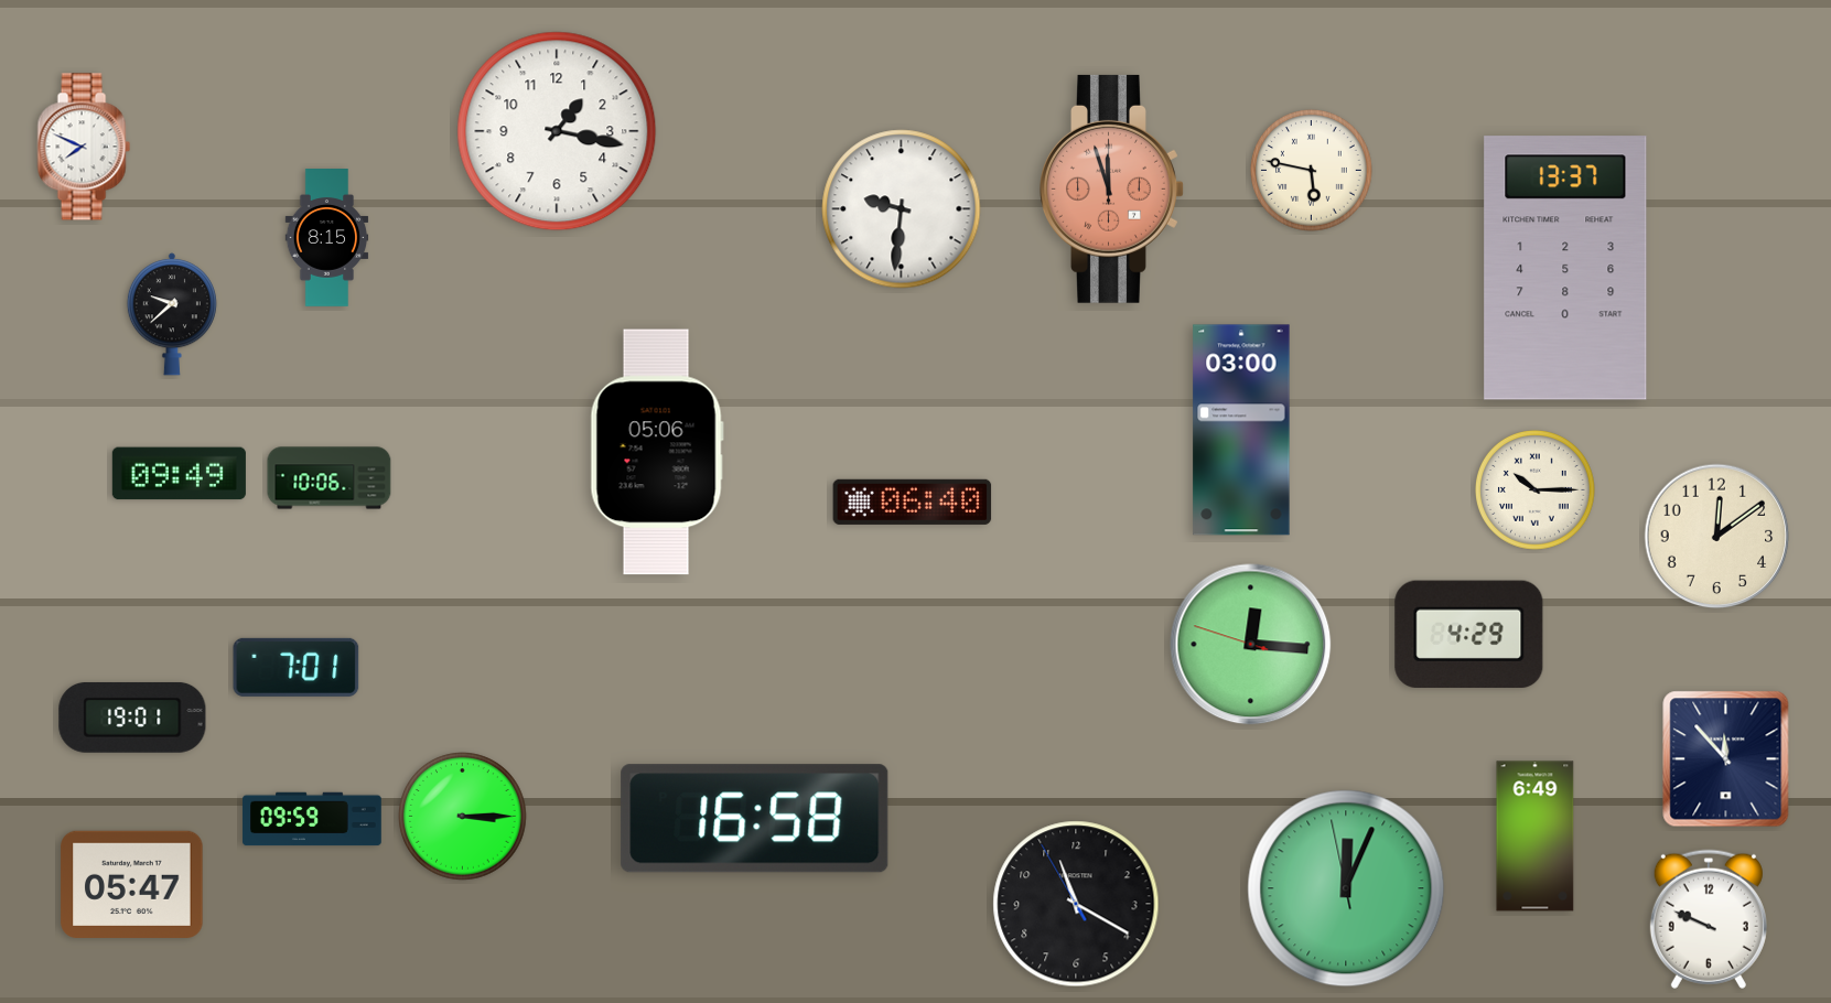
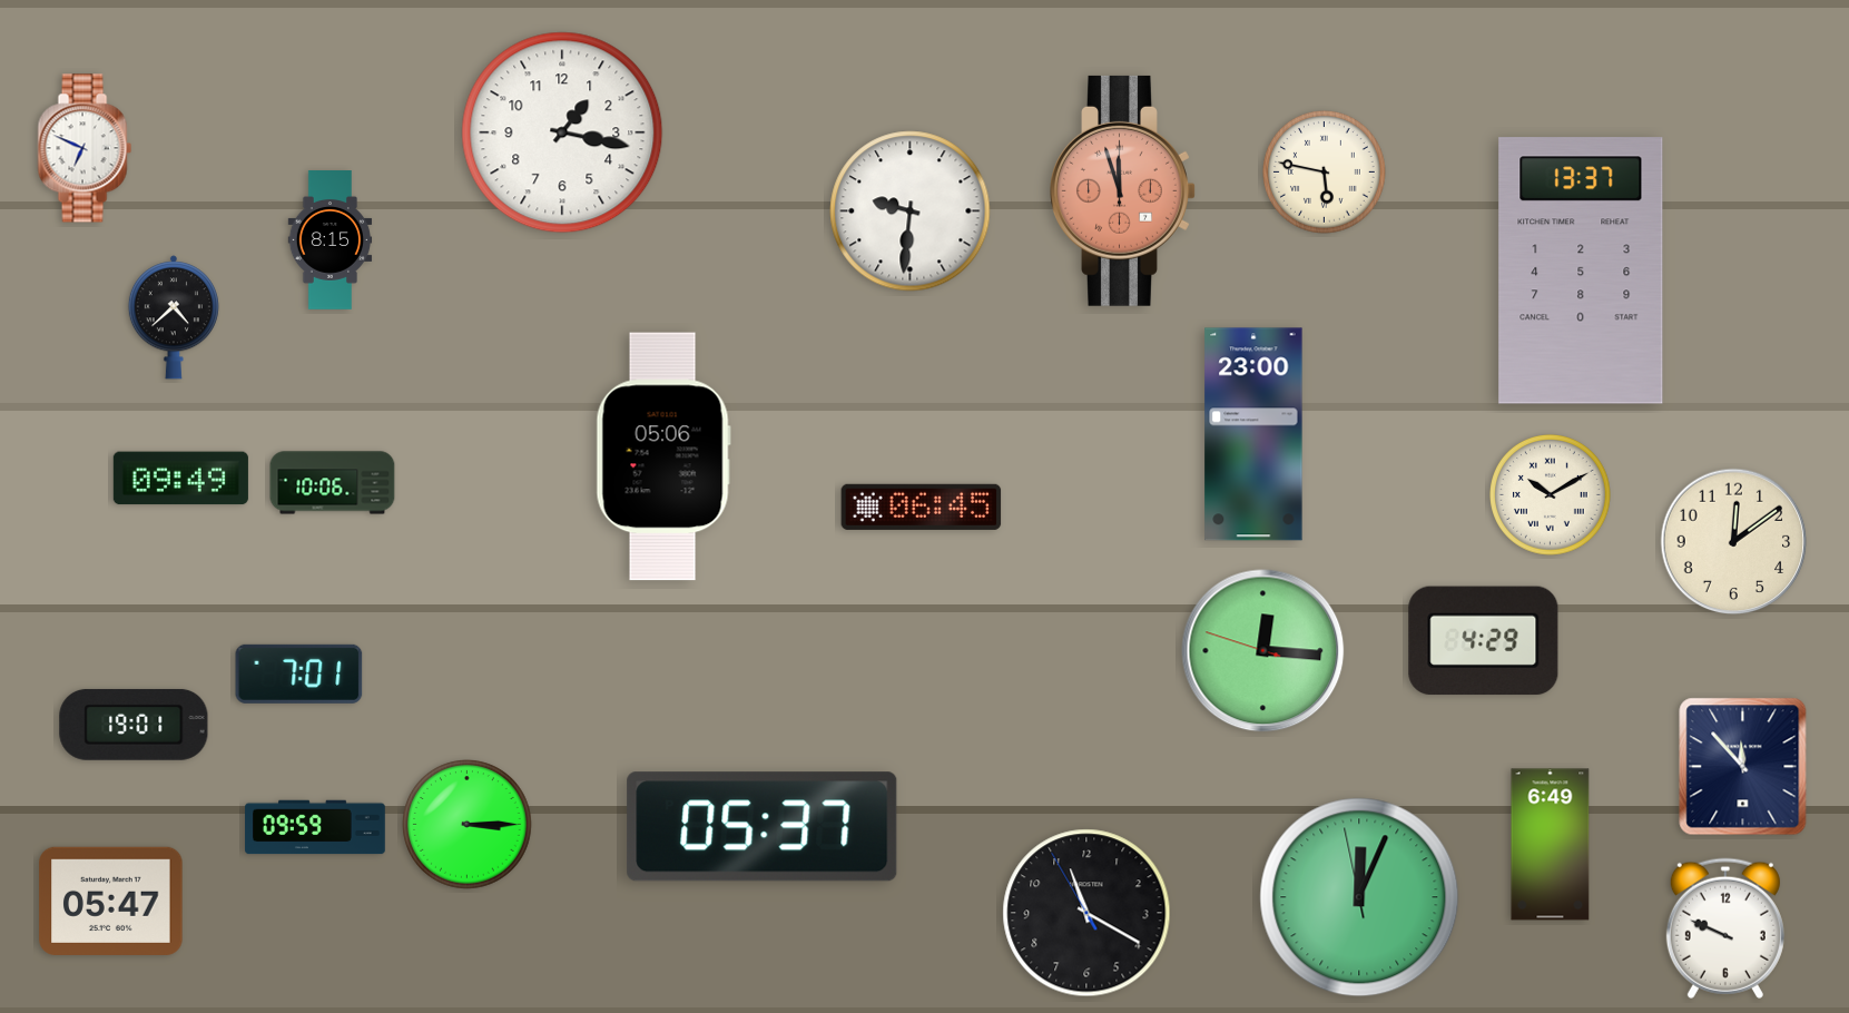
clock at (84, 147): 7:49 -> 6:49
clock at (172, 314): 9:38 -> 4:38
clock at (1241, 430): 03:00 -> 23:00
clock at (1536, 490): 10:15 -> 10:10
clock at (913, 502): 06:40 -> 06:45
clock at (755, 819): 16:58 -> 05:37
clock at (132, 884) position: (132, 884) -> (111, 901)
